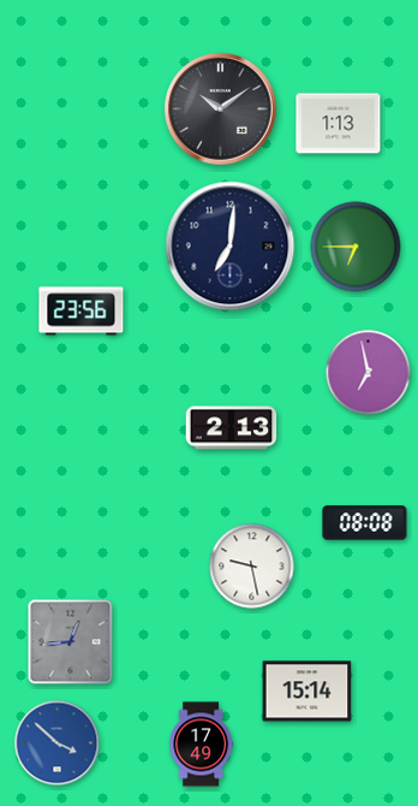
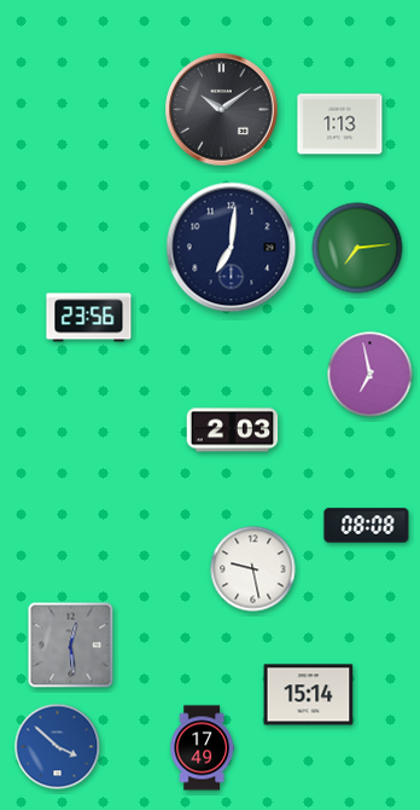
clock at (356, 247): 6:45 -> 7:14
clock at (82, 312) position: (82, 312) -> (89, 318)
clock at (232, 428): 2:13 -> 2:03
clock at (71, 642): 12:44 -> 12:29
